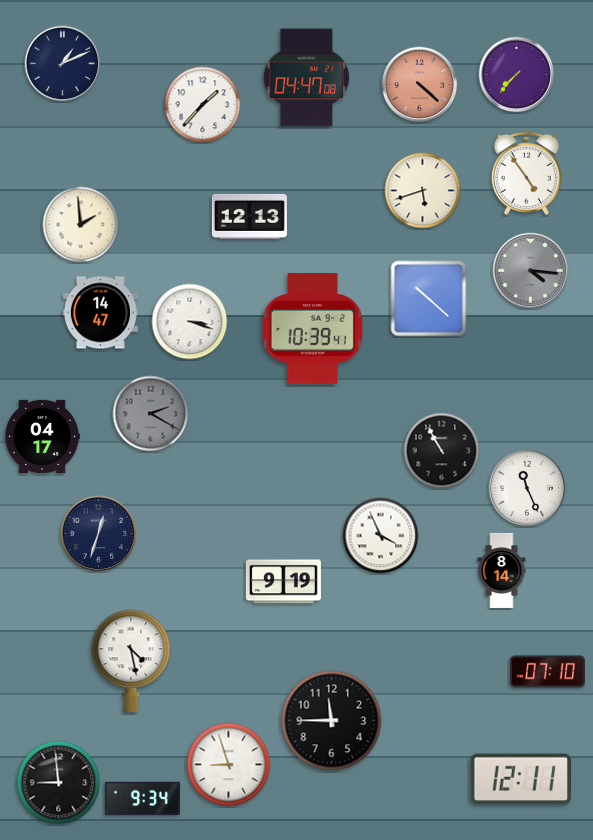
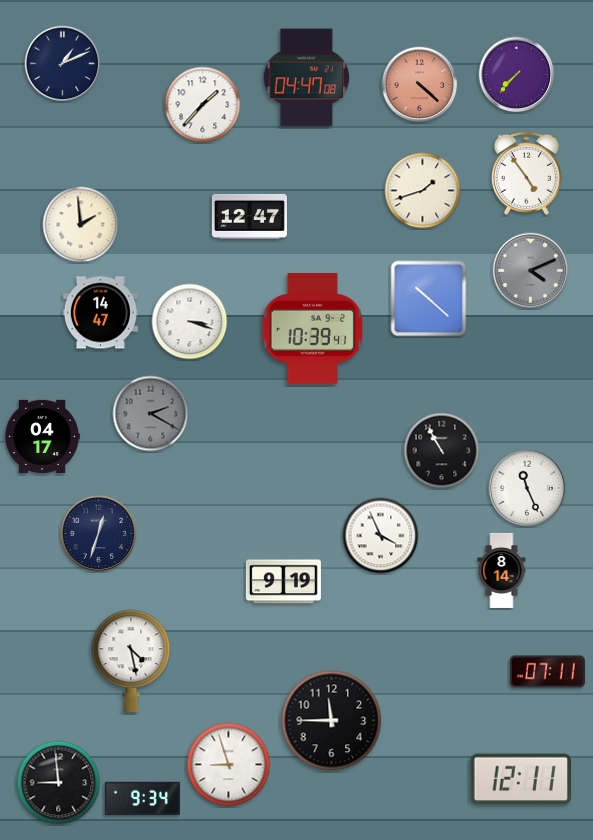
clock at (423, 191): 5:42 -> 1:42
clock at (249, 216): 12:13 -> 12:47
clock at (531, 271): 4:16 -> 4:11
clock at (547, 672): 07:10 -> 07:11
